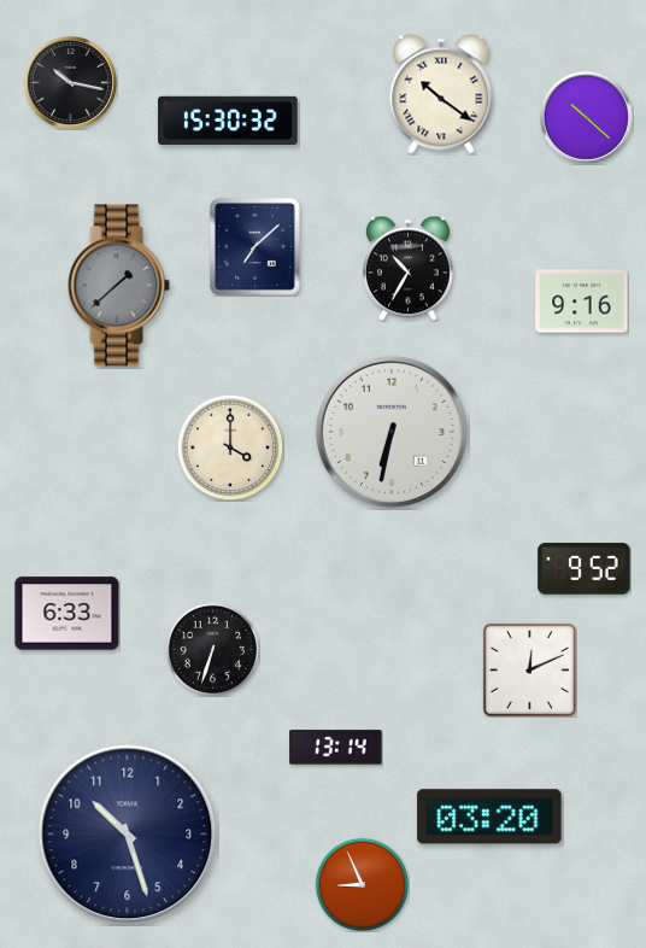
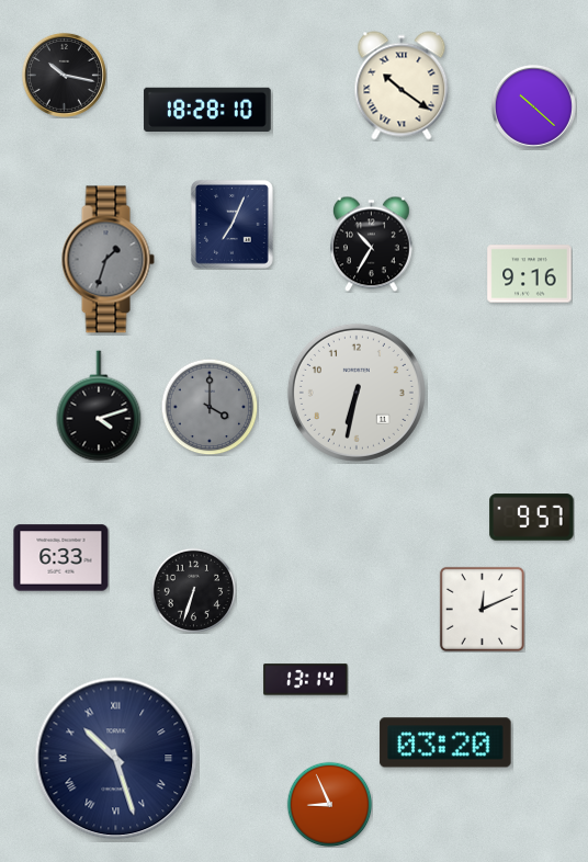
clock at (228, 119): 15:30 -> 18:28
clock at (254, 246): 7:08 -> 7:04
clock at (118, 286): 1:38 -> 1:33
clock at (99, 406): none -> 4:12
clock at (230, 447) dial: cream -> grey
clock at (585, 569): 9:52 -> 9:57
clock at (128, 835) numerals: Arabic -> Roman
